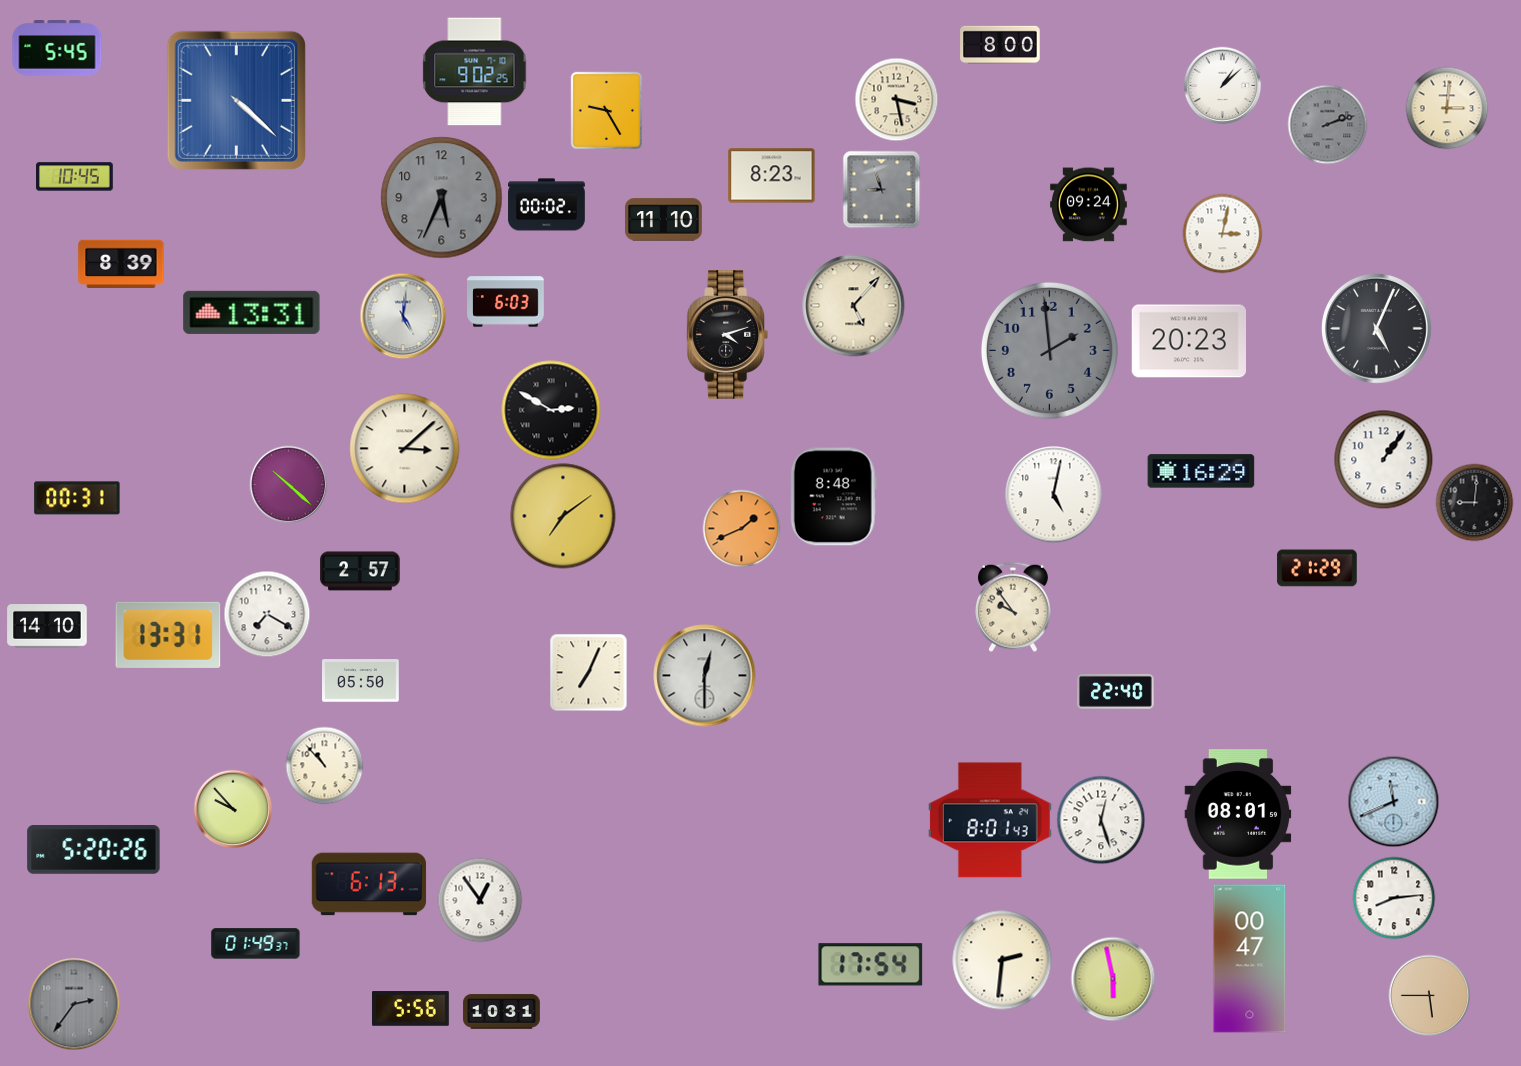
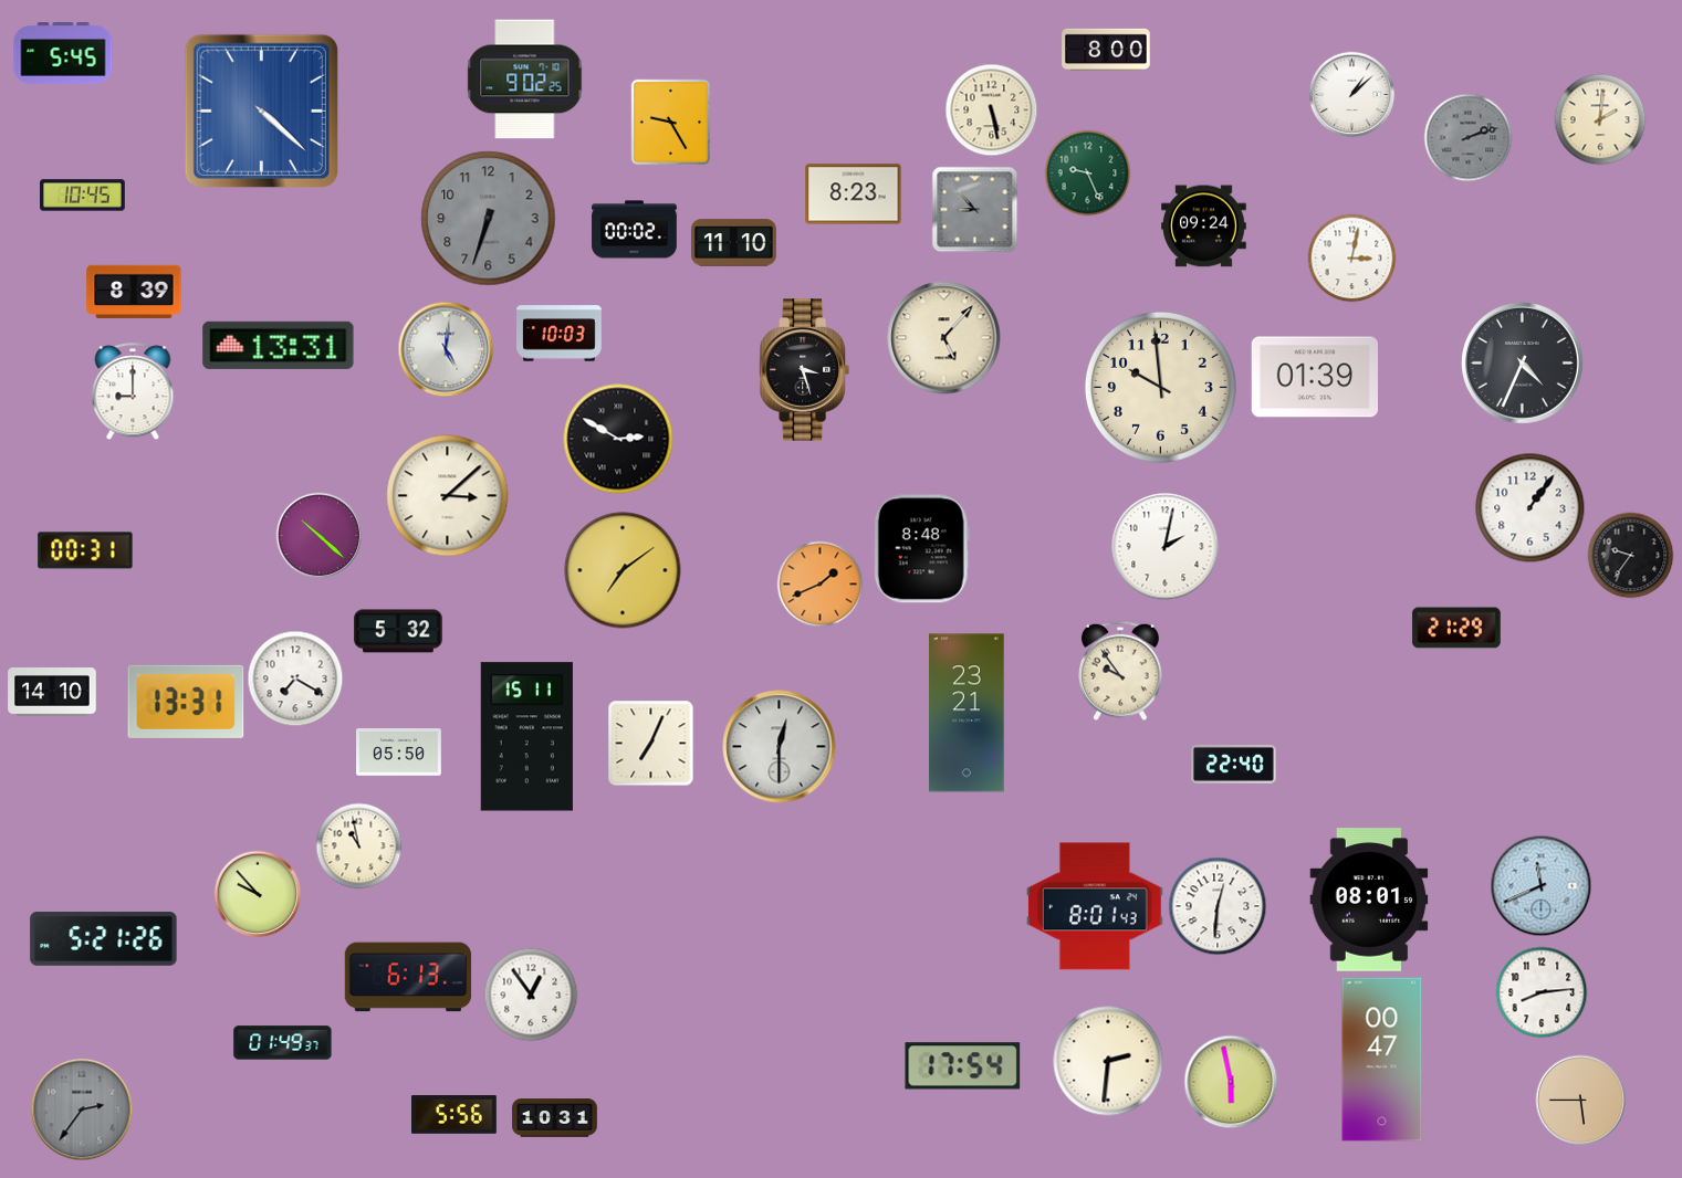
clock at (896, 99): 3:28 -> 5:28
clock at (1447, 108): 3:01 -> 2:01
clock at (1087, 172): none -> 9:26
clock at (881, 189): 8:57 -> 8:53
clock at (442, 198): 5:34 -> 6:33
clock at (547, 205) position: (547, 205) -> (635, 230)
clock at (506, 302): 6:03 -> 10:03
clock at (1377, 329): 5:04 -> 4:34
clock at (727, 335): 4:12 -> 3:27
clock at (1188, 341): 20:23 -> 01:39
clock at (1049, 350): 1:59 -> 9:59
clock at (1049, 350) dial: grey -> cream
clock at (133, 391): none -> 9:00
clock at (551, 410) position: (551, 410) -> (618, 439)
clock at (1201, 471): 16:29 -> none
clock at (1054, 495): 5:02 -> 2:02
clock at (1474, 502): 9:01 -> 9:36
clock at (360, 571): 2:57 -> 5:32
clock at (967, 713): none -> 23:21
clock at (526, 737): none -> 15:11
clock at (324, 765): 10:53 -> 10:58
clock at (1101, 820): 12:27 -> 12:31
clock at (94, 850): 5:20 -> 5:21
